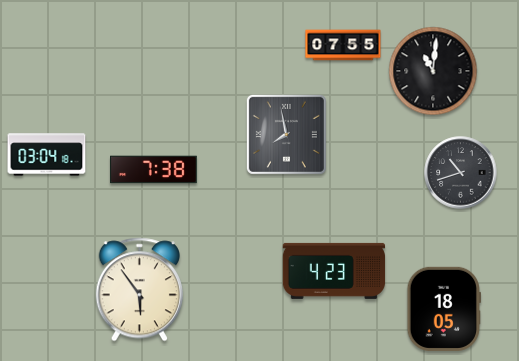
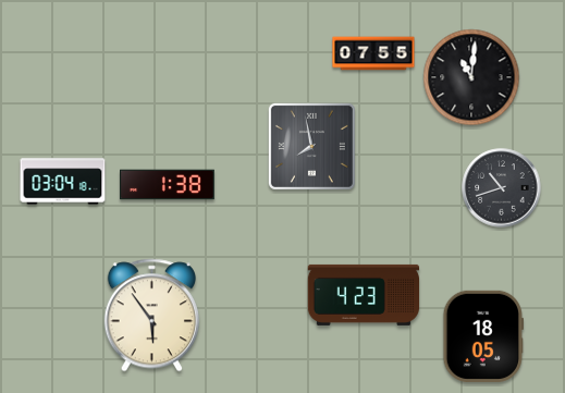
clock at (343, 45) position: (343, 45) -> (373, 53)
clock at (47, 155) position: (47, 155) -> (63, 182)
clock at (154, 170): 7:38 -> 1:38
